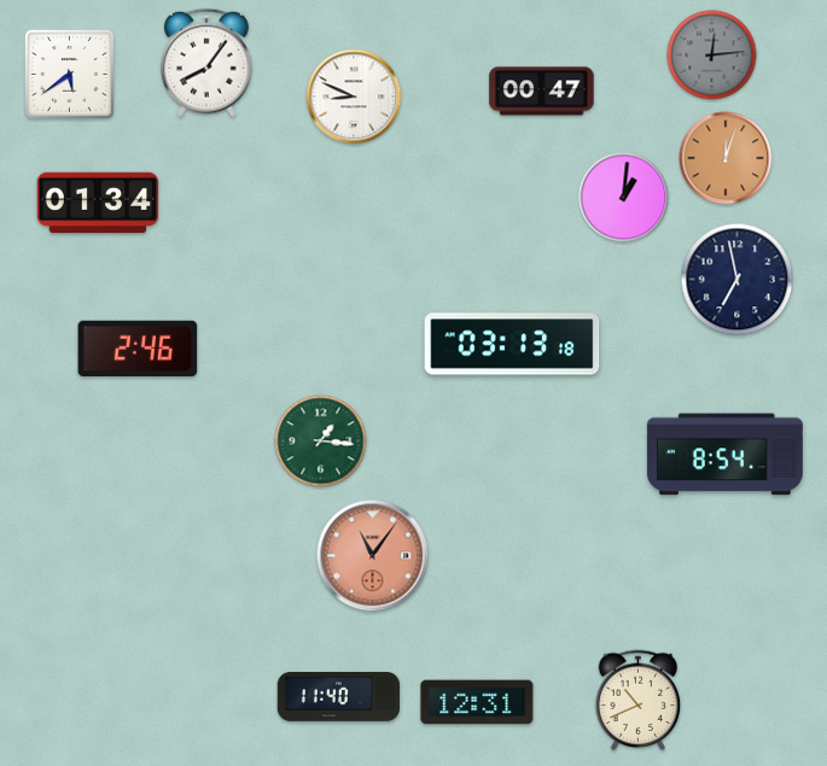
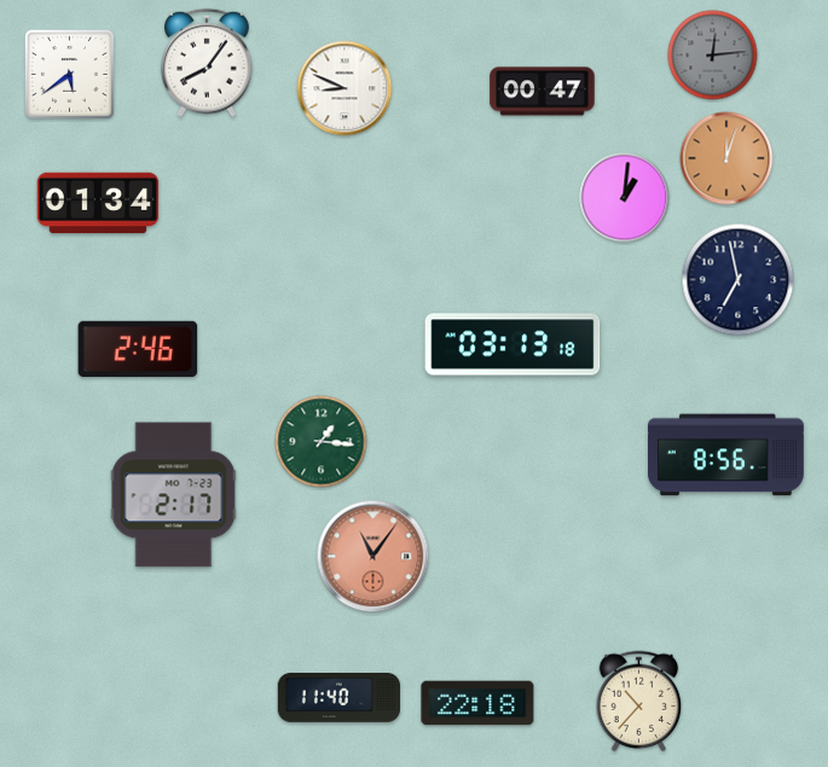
clock at (354, 97) position: (354, 97) -> (344, 88)
clock at (724, 455): 8:54 -> 8:56
clock at (174, 495): none -> 2:17
clock at (639, 701): 10:41 -> 10:37
clock at (477, 702): 12:31 -> 22:18
